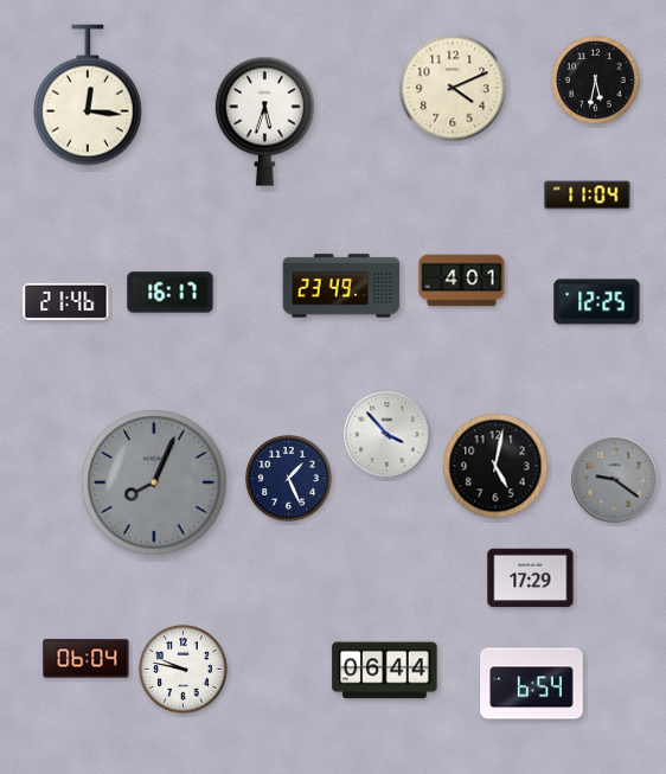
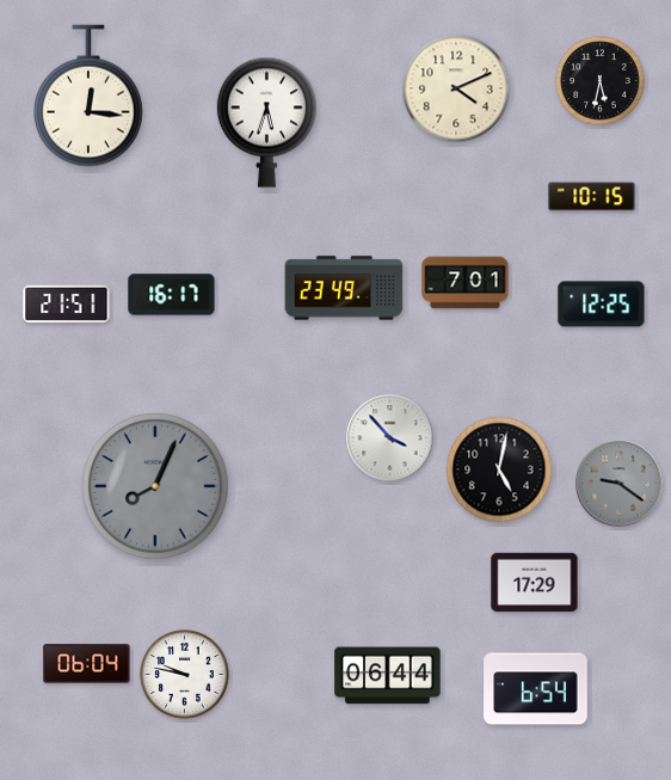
clock at (588, 196): 11:04 -> 10:15
clock at (462, 281): 4:01 -> 7:01
clock at (66, 301): 21:46 -> 21:51
clock at (289, 479): 1:26 -> none
